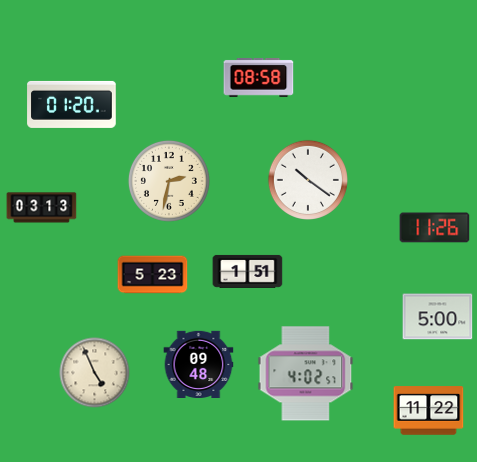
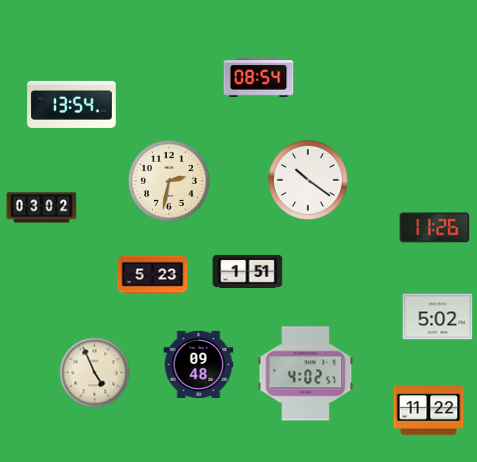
clock at (259, 77): 08:58 -> 08:54
clock at (72, 104): 01:20 -> 13:54
clock at (42, 208): 03:13 -> 03:02
clock at (438, 317): 5:00 -> 5:02
